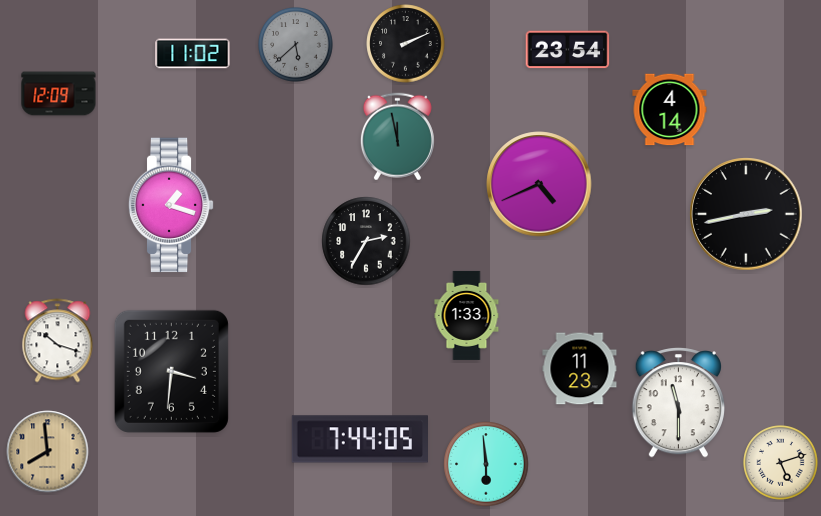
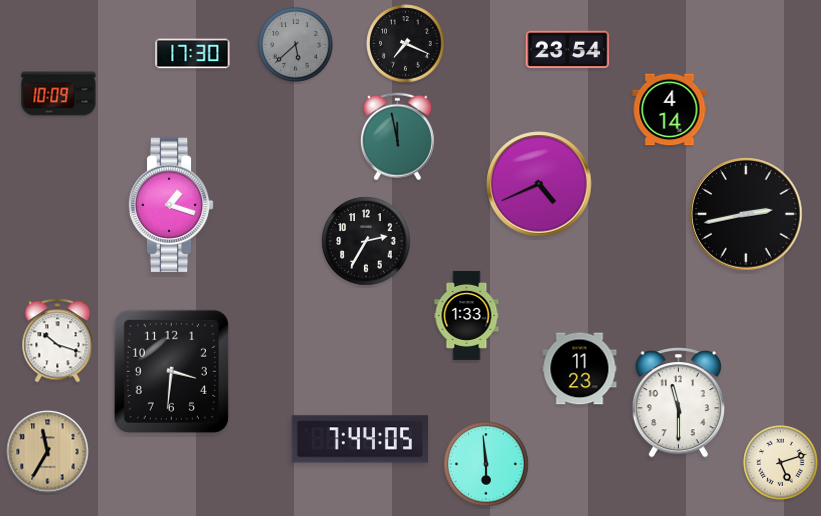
clock at (406, 44): 2:11 -> 7:19
clock at (193, 54): 11:02 -> 17:30
clock at (59, 94): 12:09 -> 10:09
clock at (48, 452): 7:59 -> 11:35
